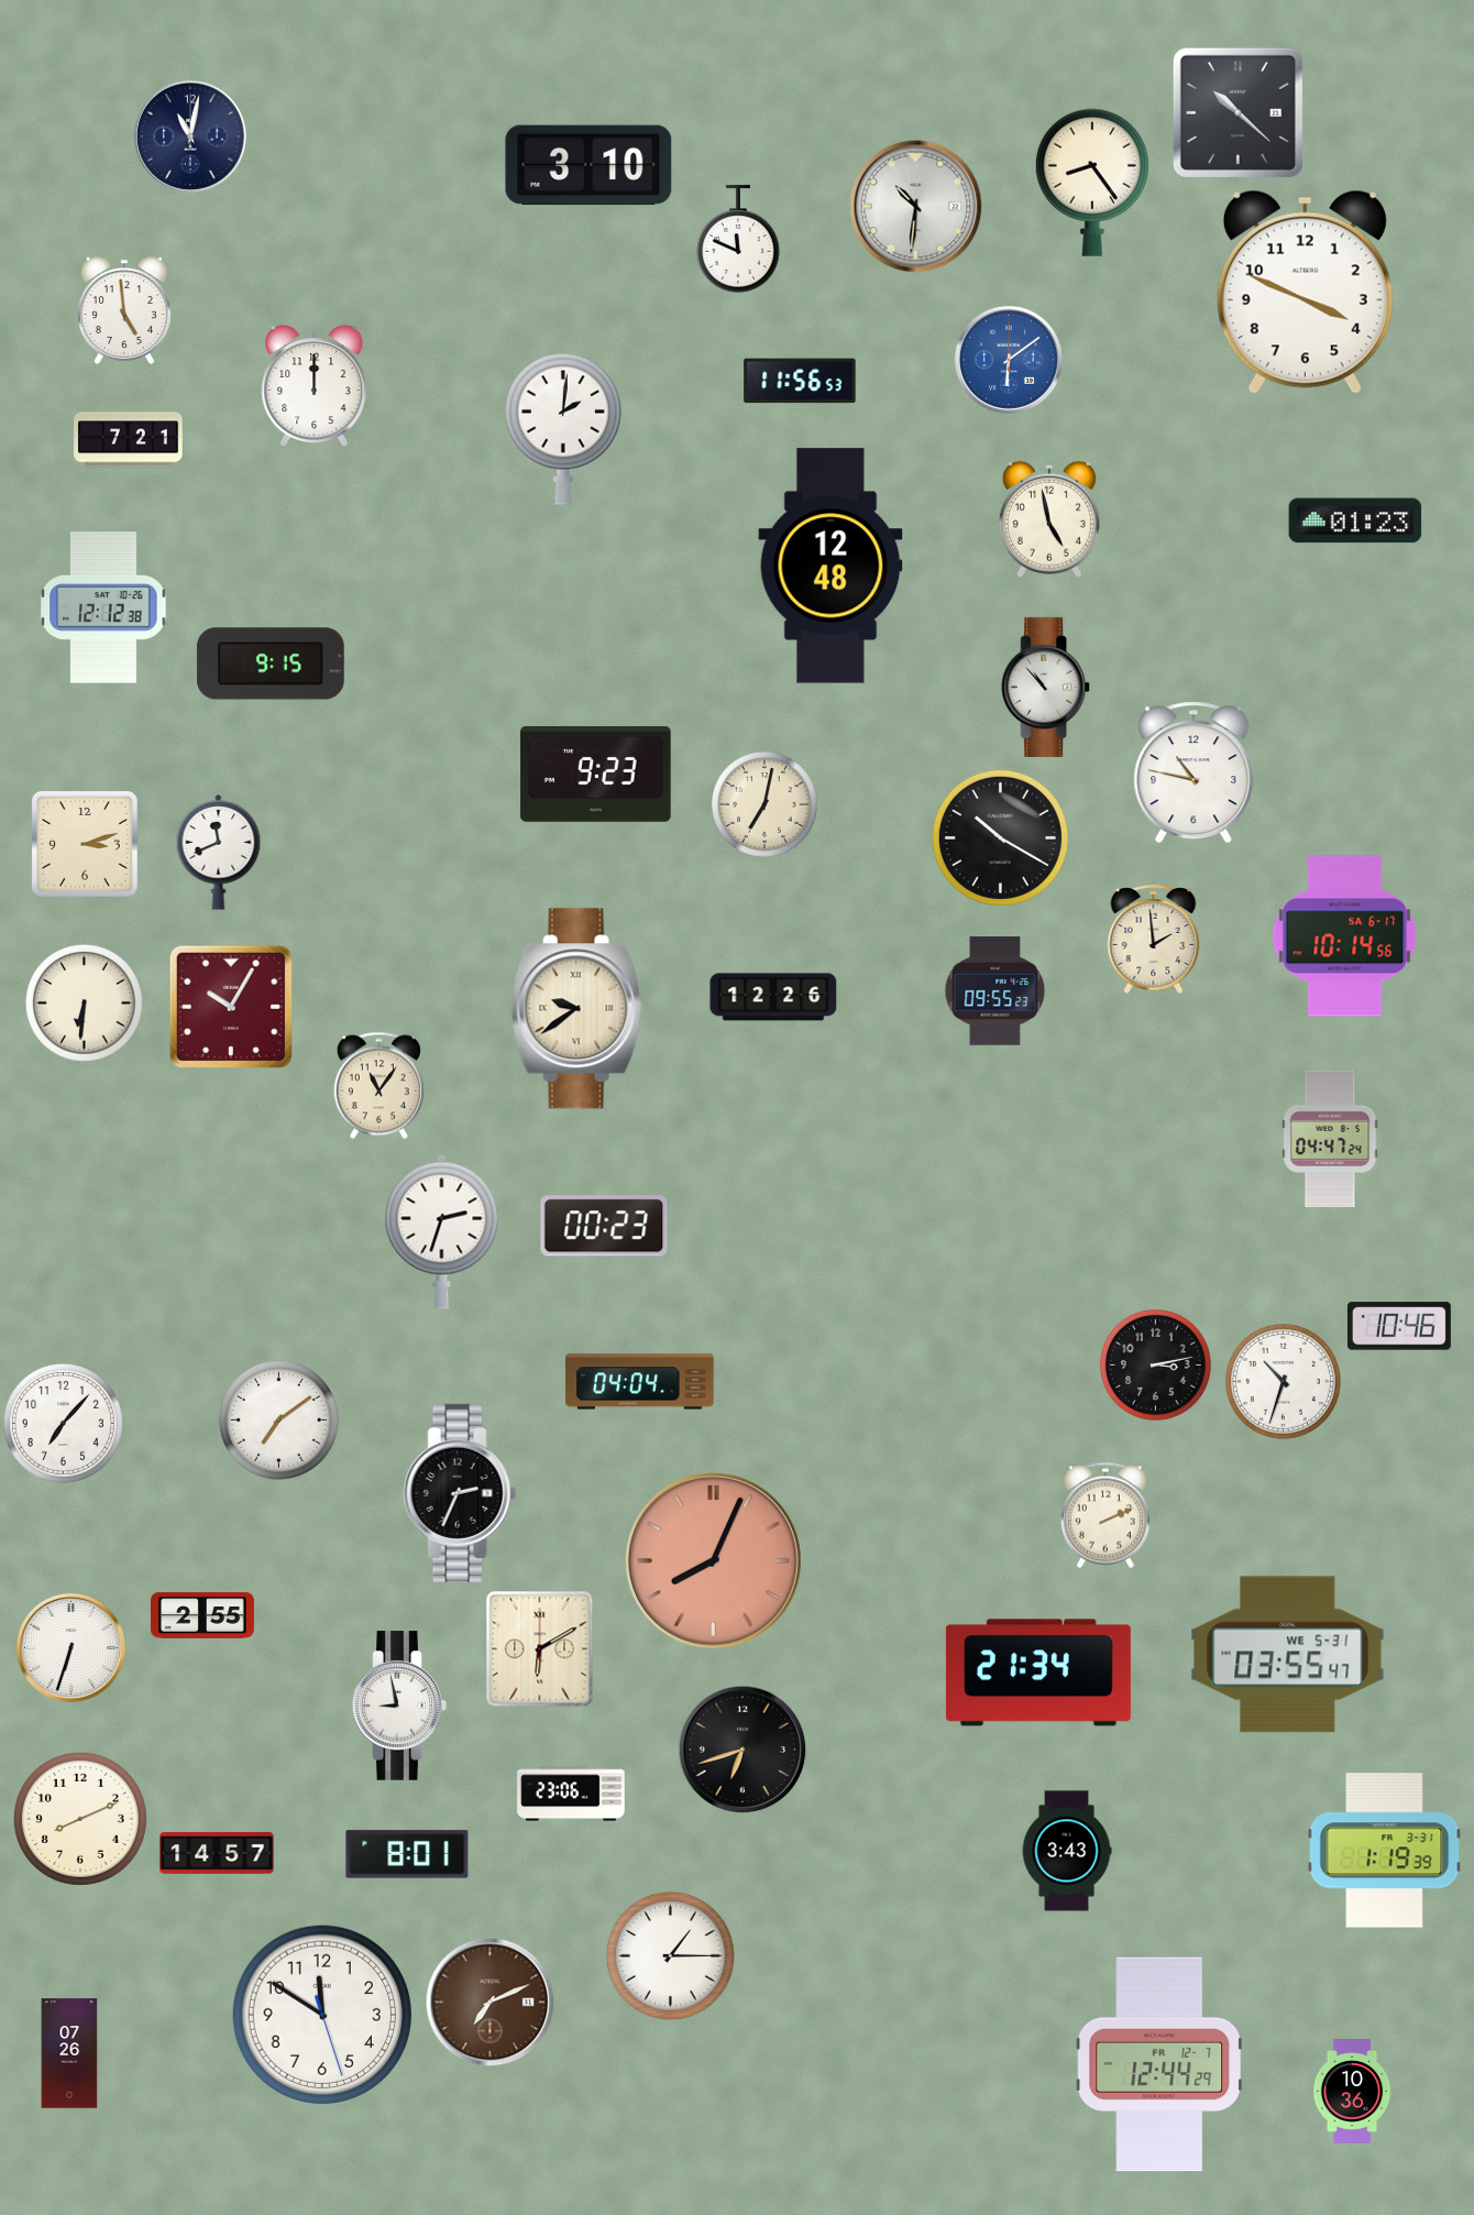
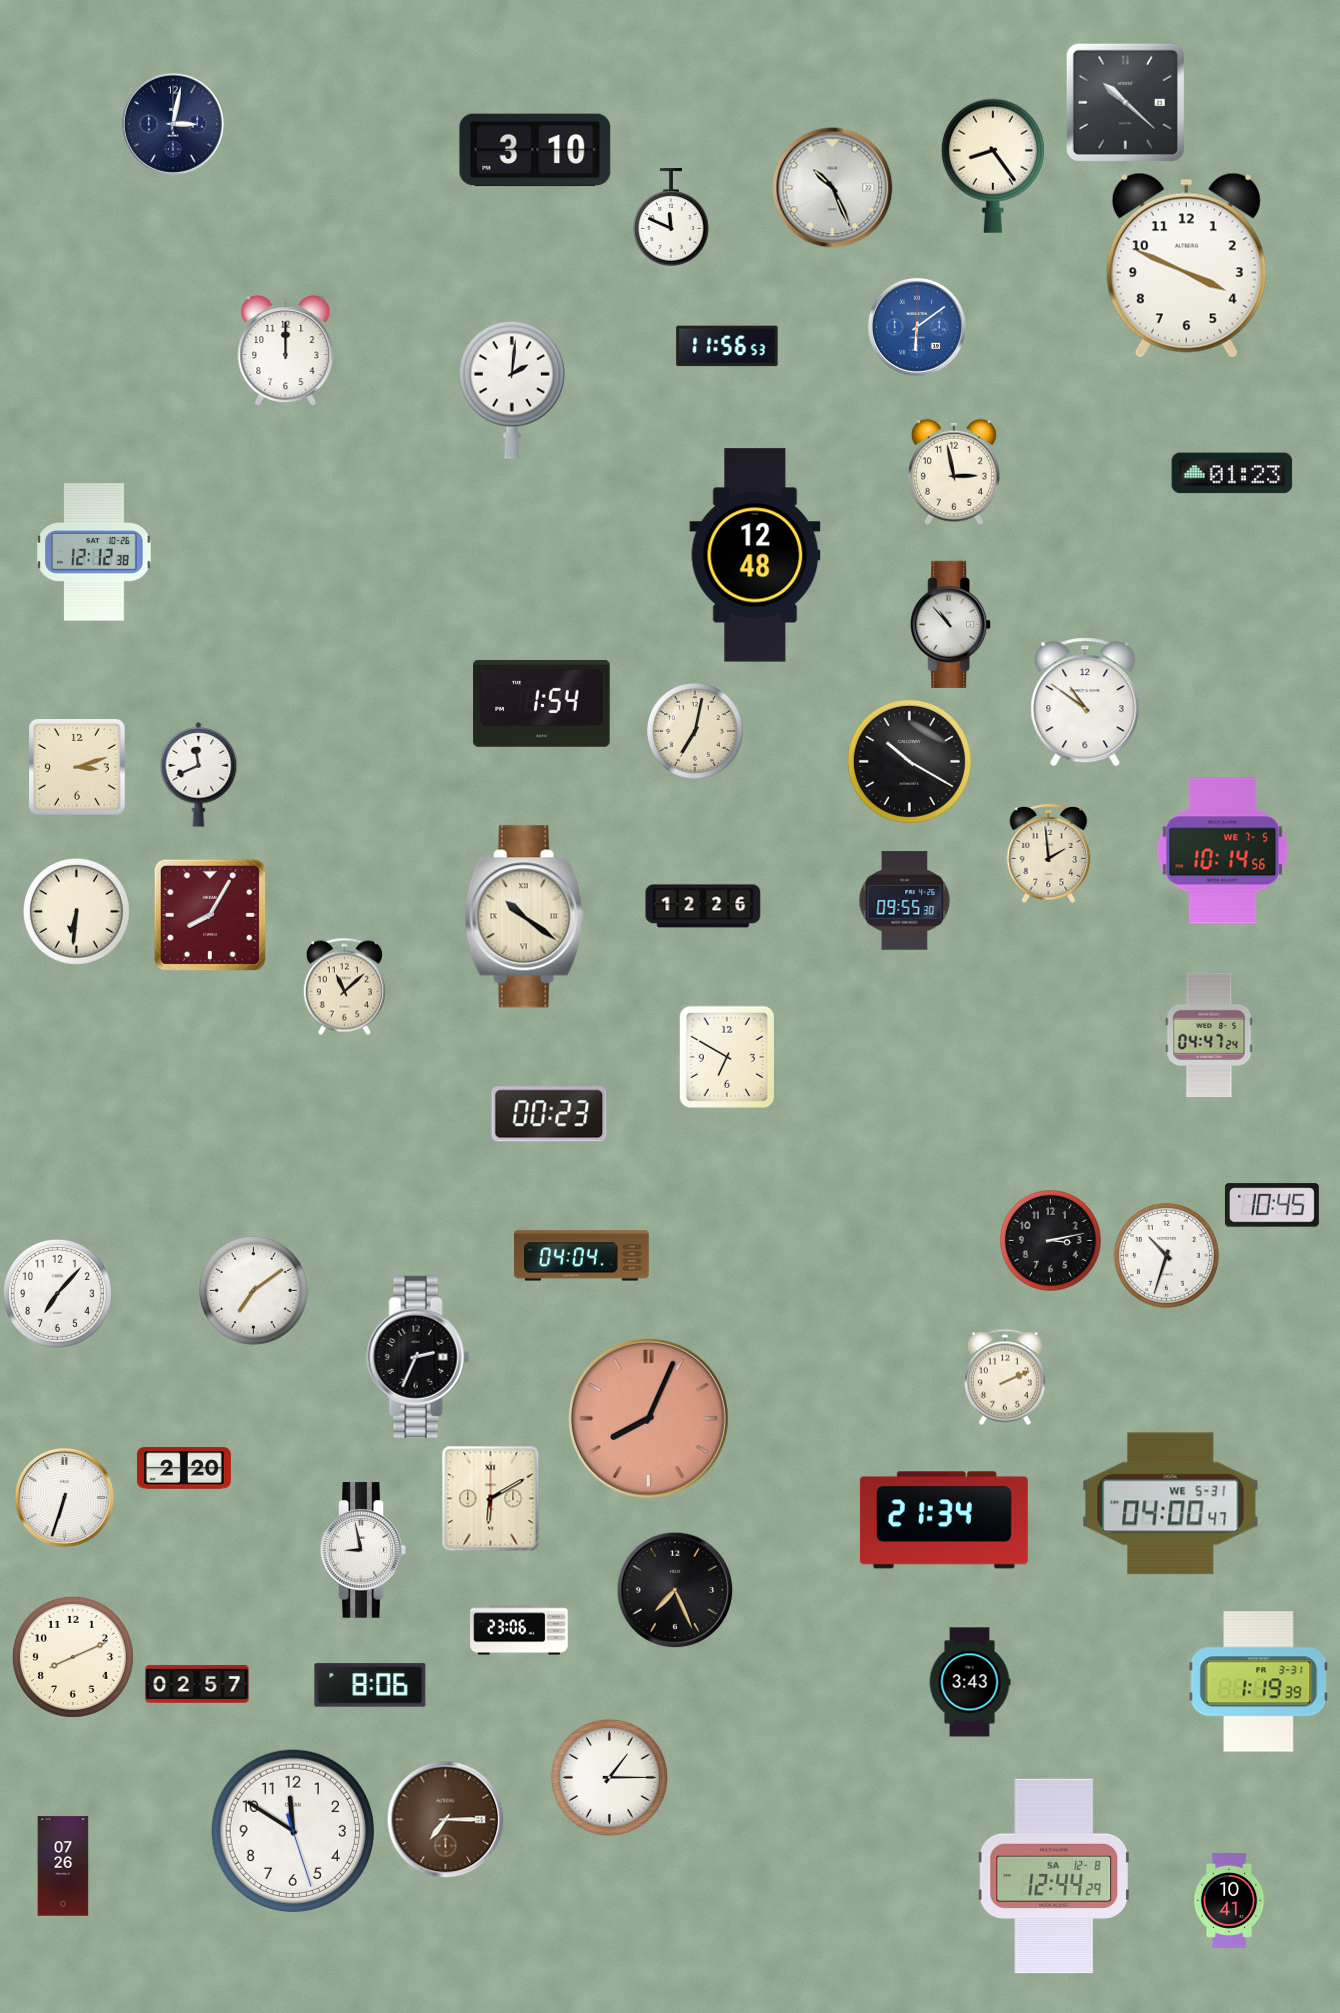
clock at (190, 136): 11:02 -> 3:02
clock at (916, 207): 10:31 -> 10:26
clock at (124, 310): 4:59 -> none
clock at (129, 440): 7:21 -> none
clock at (1049, 519): 4:58 -> 2:58
clock at (831, 566) position: (831, 566) -> (755, 555)
clock at (271, 664): 9:15 -> none
clock at (1193, 772): 10:47 -> 10:51
clock at (596, 775): 9:23 -> 1:54
clock at (1345, 936) date: SA 6-17 -> WE 7-5
clock at (996, 991): 09:55:23 -> 09:55:30
clock at (231, 1007): 10:05 -> 8:05
clock at (576, 1009): 9:39 -> 10:21
clock at (378, 1086): 11:06 -> 11:08
clock at (726, 1056): none -> 6:50
clock at (442, 1231): 2:33 -> none
clock at (1399, 1326): 10:46 -> 10:45
clock at (202, 1615): 2:55 -> 2:20
clock at (1288, 1655): 03:55 -> 04:00
clock at (743, 1750): 6:42 -> 7:26
clock at (80, 1819) position: (80, 1819) -> (73, 1657)
clock at (217, 1853): 14:57 -> 02:57
clock at (407, 1854): 8:01 -> 8:06
clock at (491, 2003): 7:11 -> 7:15
clock at (1158, 2064) date: FR 12-7 -> SA 12-8
clock at (1352, 2092): 10:36 -> 10:41
